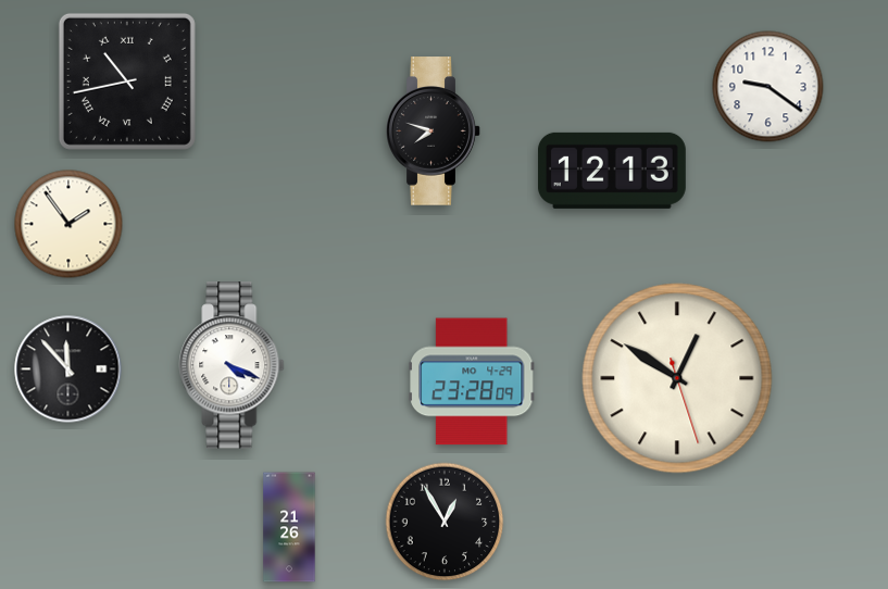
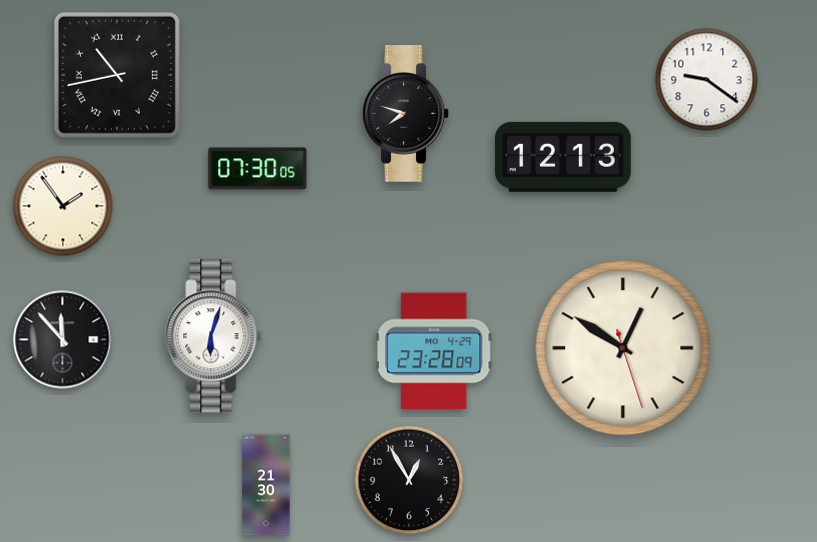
clock at (434, 131) position: (434, 131) -> (406, 114)
clock at (258, 169): none -> 07:30
clock at (232, 365): 4:19 -> 6:03
clock at (289, 527): 21:26 -> 21:30
